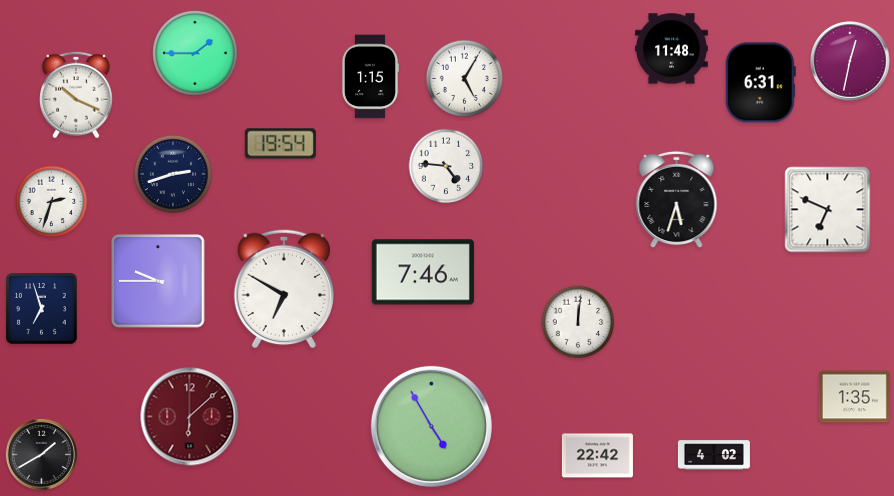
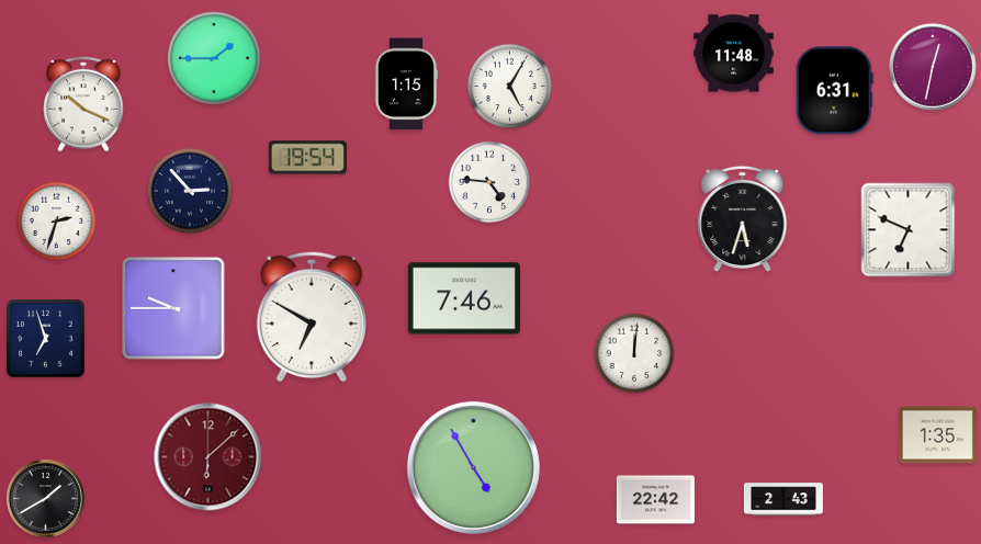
clock at (672, 49) position: (672, 49) -> (734, 54)
clock at (173, 174): 2:42 -> 2:53
clock at (714, 455): 4:02 -> 2:43
